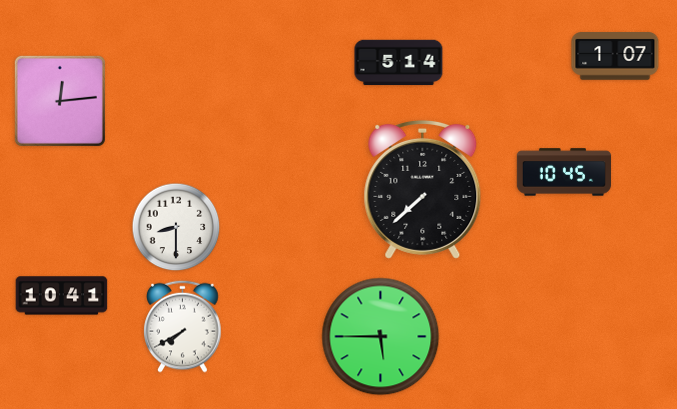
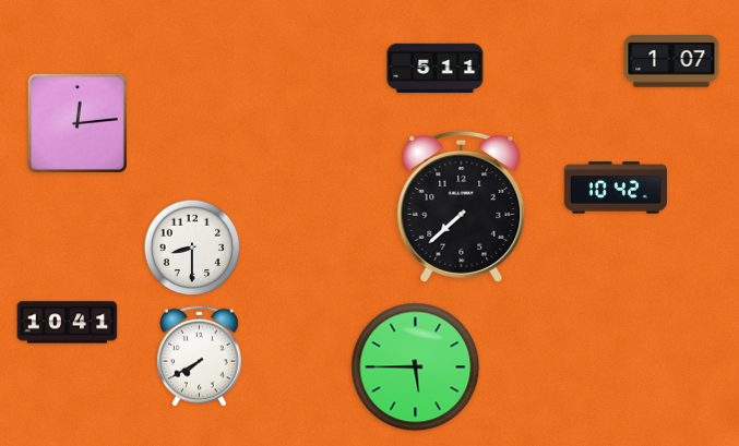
clock at (399, 63): 5:14 -> 5:11
clock at (60, 101) position: (60, 101) -> (78, 123)
clock at (563, 172): 10:45 -> 10:42
